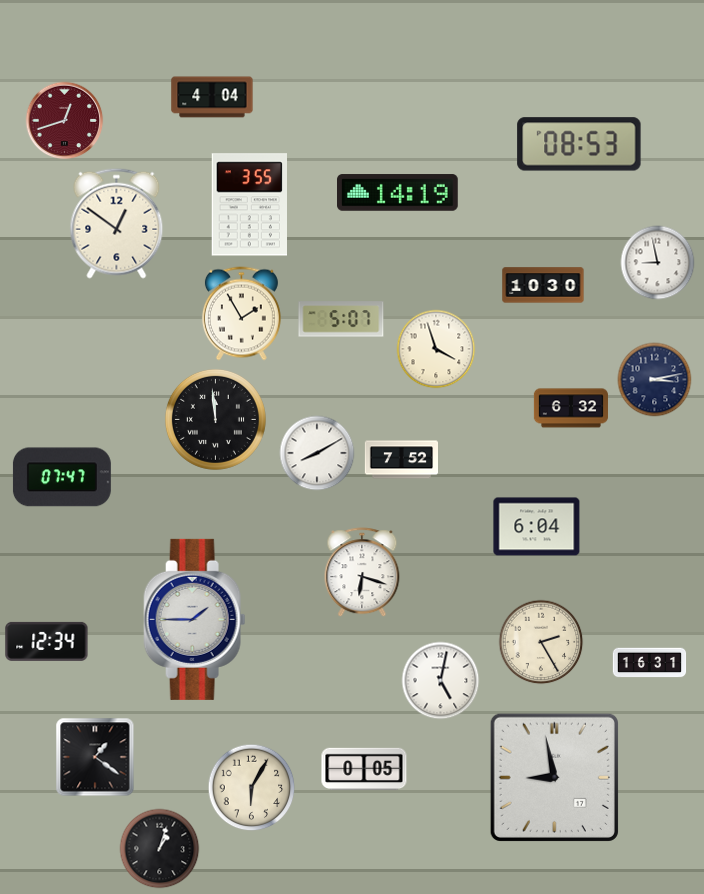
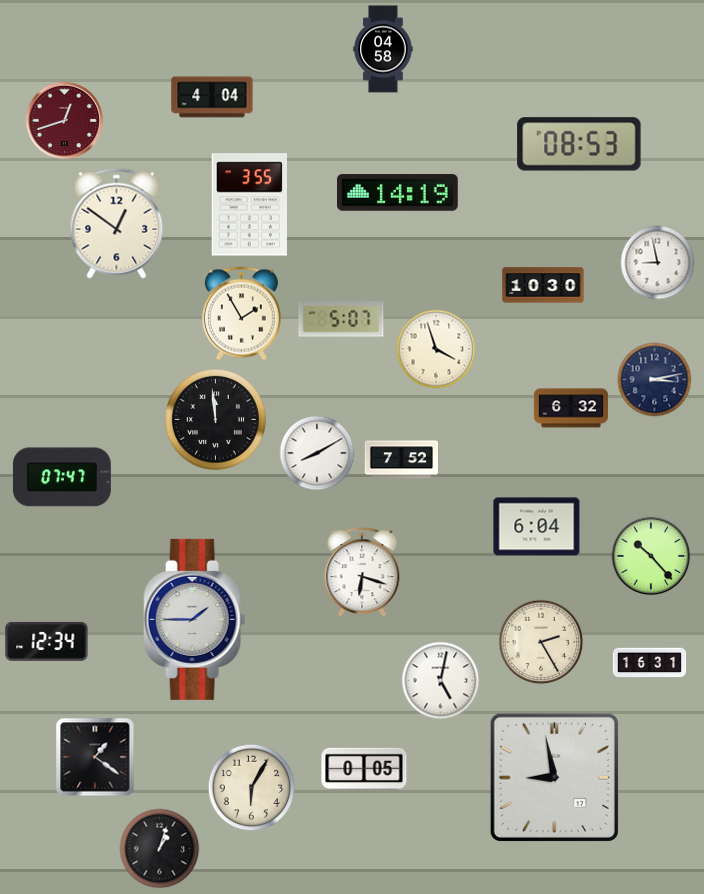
clock at (383, 49): none -> 04:58
clock at (651, 556): none -> 10:23
